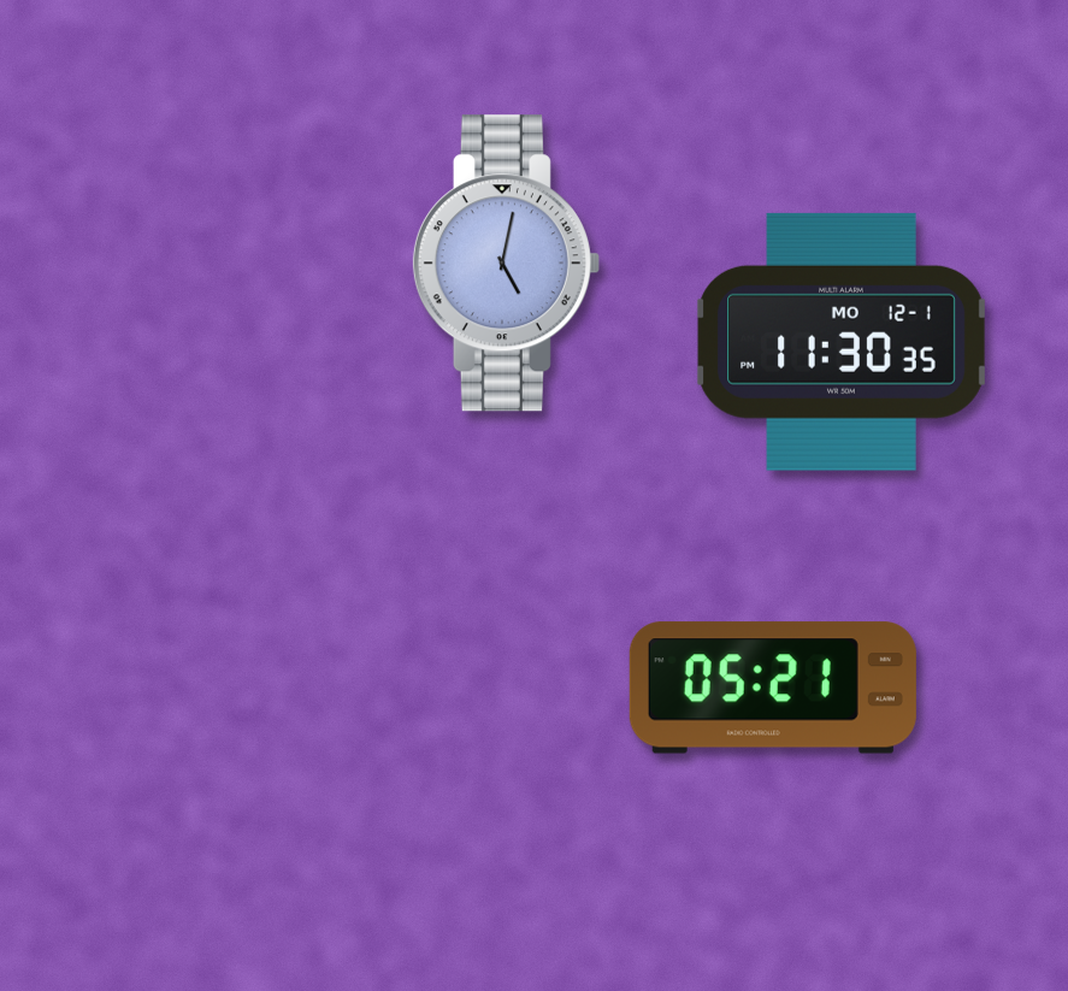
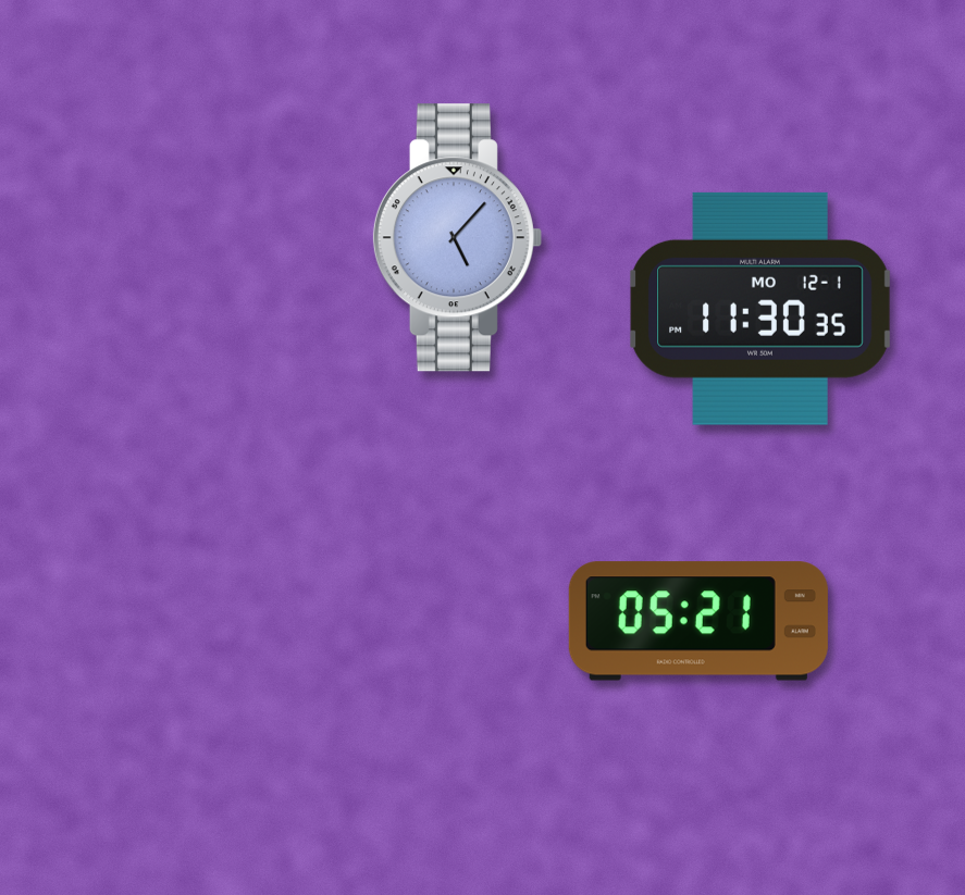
clock at (506, 264): 5:02 -> 5:07
